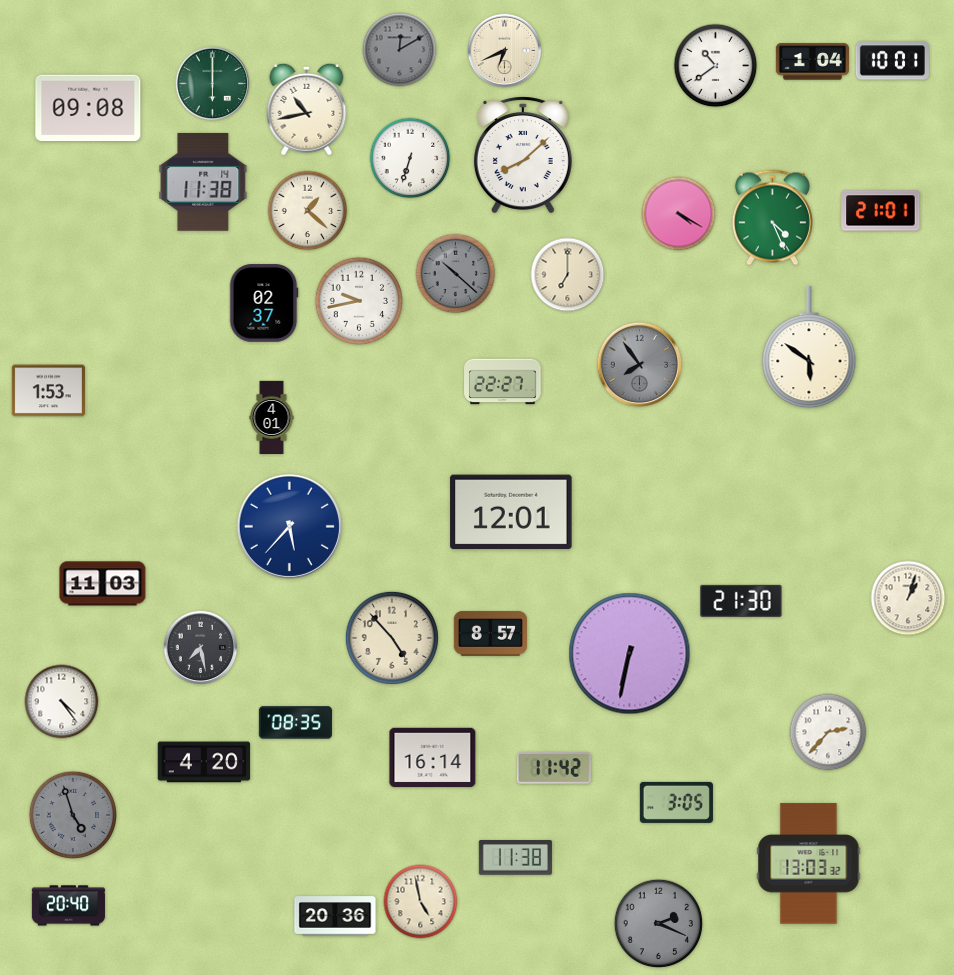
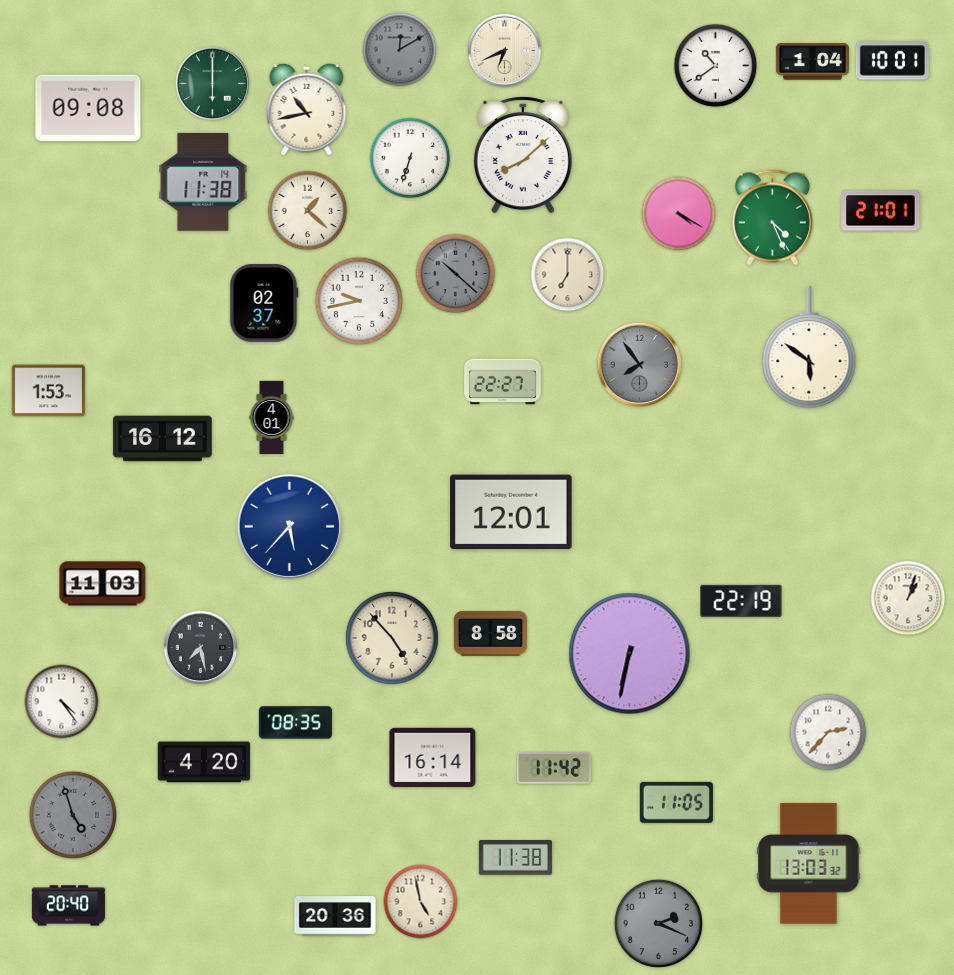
clock at (163, 439): none -> 16:12
clock at (741, 601): 21:30 -> 22:19
clock at (490, 634): 8:57 -> 8:58
clock at (676, 802): 3:05 -> 11:05
